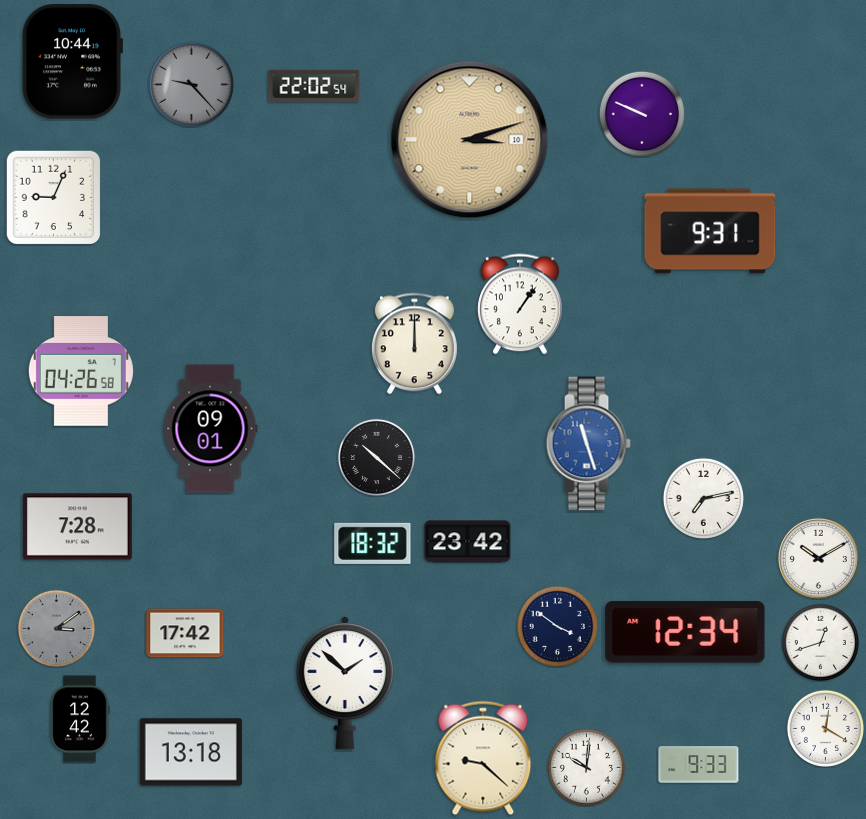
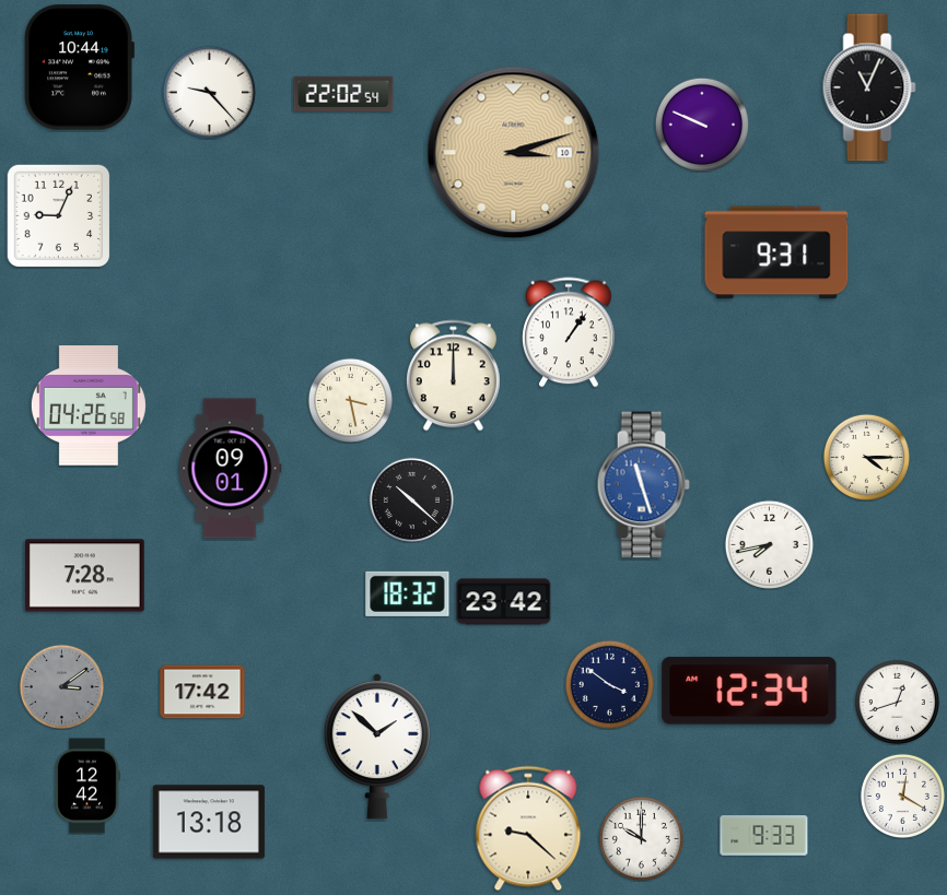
clock at (869, 87): none -> 11:04
clock at (191, 84) dial: grey -> white
clock at (350, 400): none -> 3:28
clock at (866, 457): none -> 4:15
clock at (703, 498): 7:13 -> 7:43
clock at (468, 542) position: (468, 542) -> (504, 602)
clock at (818, 558): 10:10 -> none
clock at (586, 767): 10:01 -> 10:00
